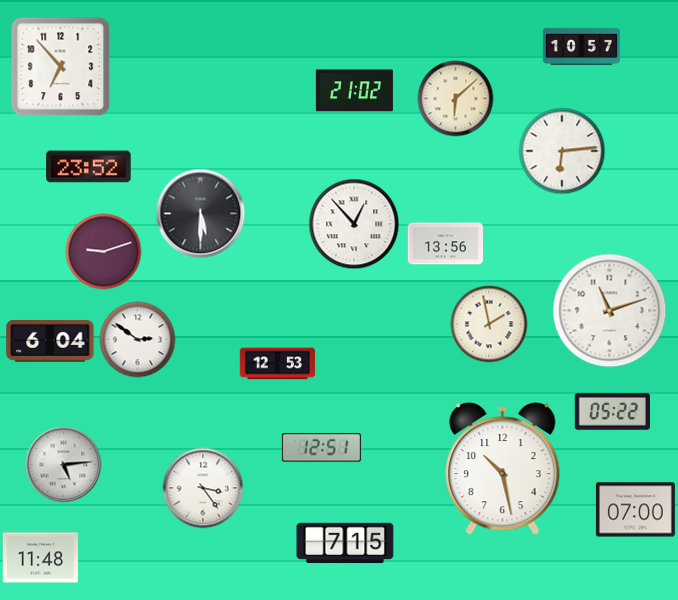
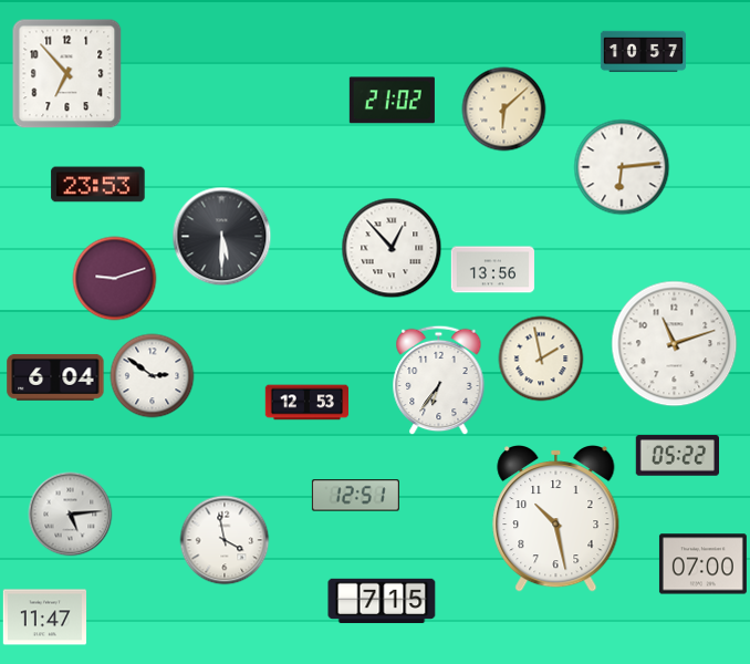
clock at (89, 167): 23:52 -> 23:53
clock at (439, 381): none -> 6:36
clock at (203, 488): 3:24 -> 3:58
clock at (41, 558): 11:48 -> 11:47
